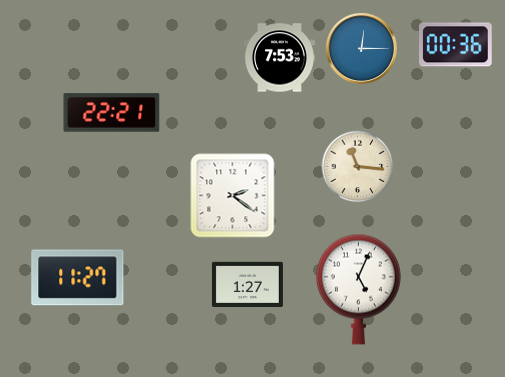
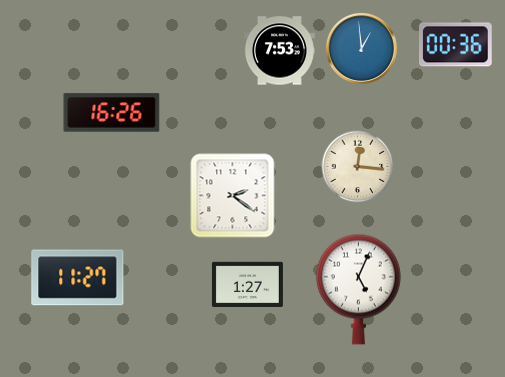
clock at (361, 48): 12:15 -> 12:59
clock at (279, 58) position: (279, 58) -> (279, 51)
clock at (112, 113): 22:21 -> 16:26
clock at (358, 167): 11:16 -> 12:16
